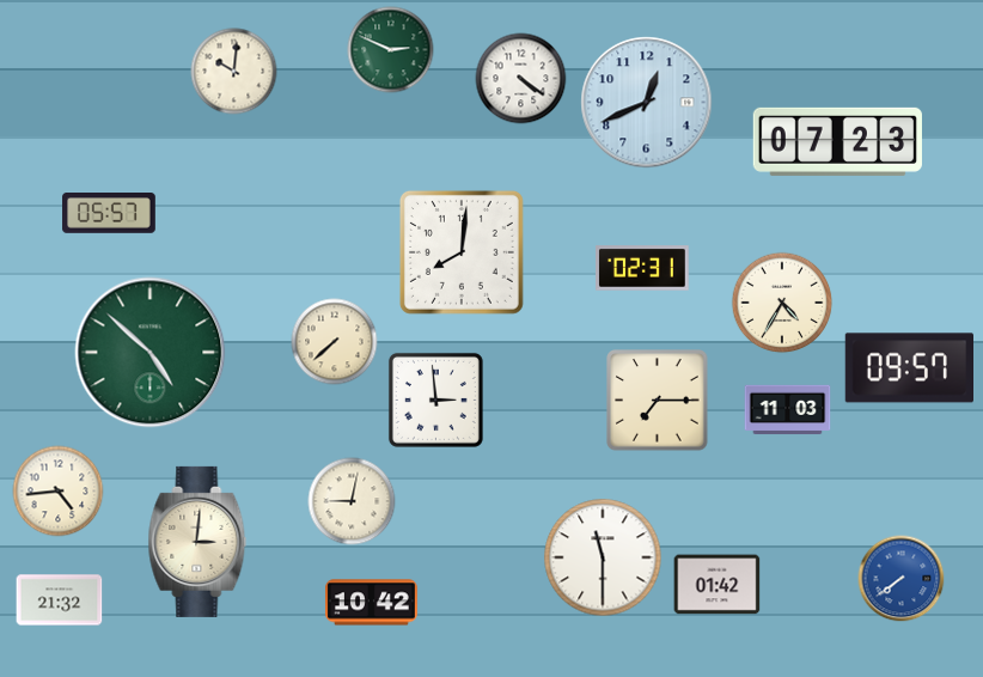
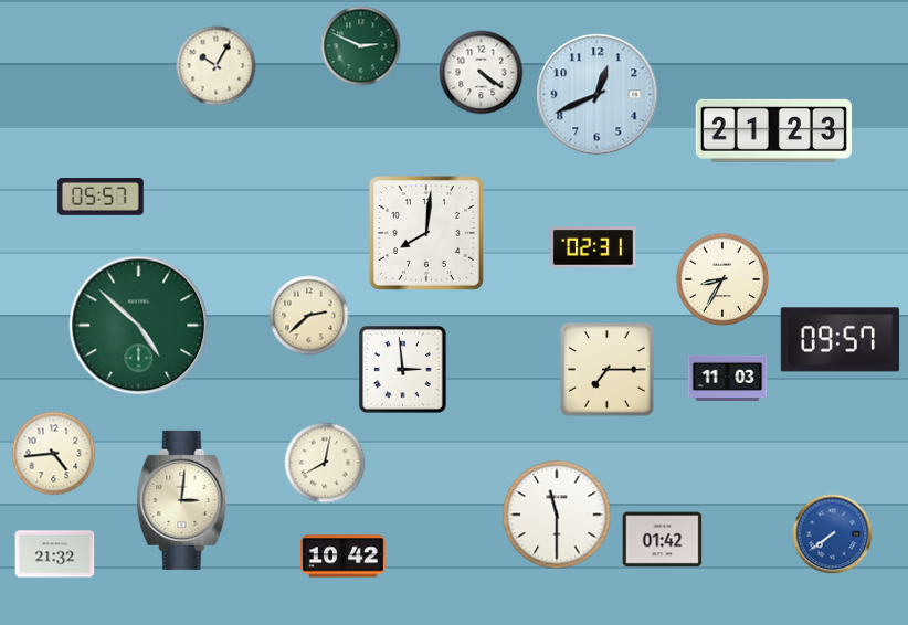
clock at (234, 72): 10:01 -> 10:05
clock at (837, 141): 07:23 -> 21:23
clock at (782, 303): 4:35 -> 8:35
clock at (335, 342): 7:38 -> 2:38
clock at (352, 501): 9:02 -> 8:02
